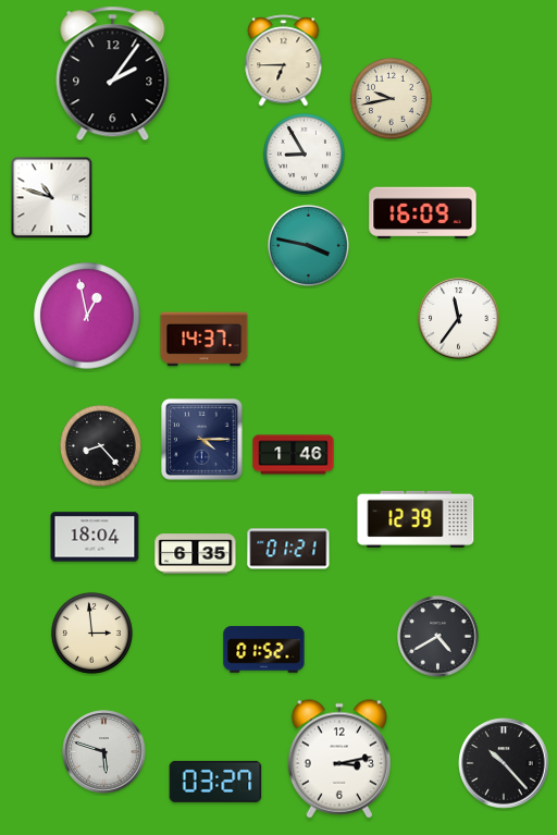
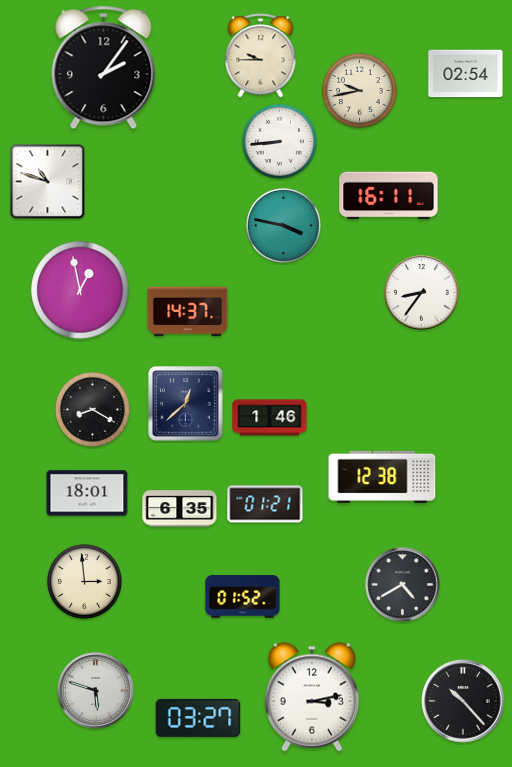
clock at (284, 61): 6:45 -> 9:45
clock at (466, 74): none -> 02:54
clock at (304, 154): 8:55 -> 8:44
clock at (423, 213): 16:09 -> 16:11
clock at (459, 319): 11:36 -> 8:36
clock at (202, 440): 4:15 -> 12:38
clock at (100, 445): 8:23 -> 8:20
clock at (416, 519): 12:39 -> 12:38
clock at (95, 537): 18:04 -> 18:01
